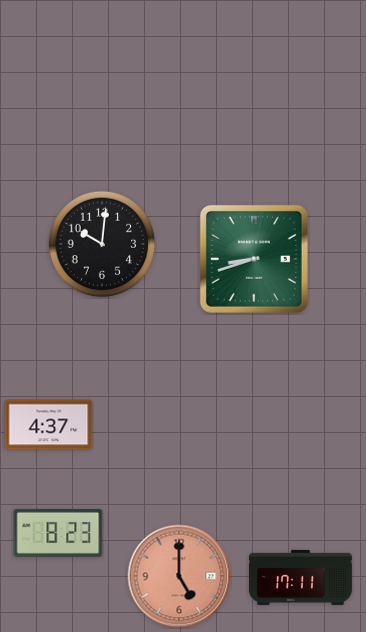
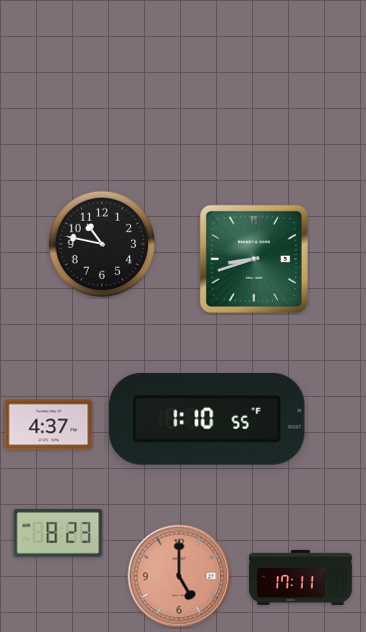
clock at (102, 244): 10:01 -> 10:47
clock at (207, 419): none -> 1:10
